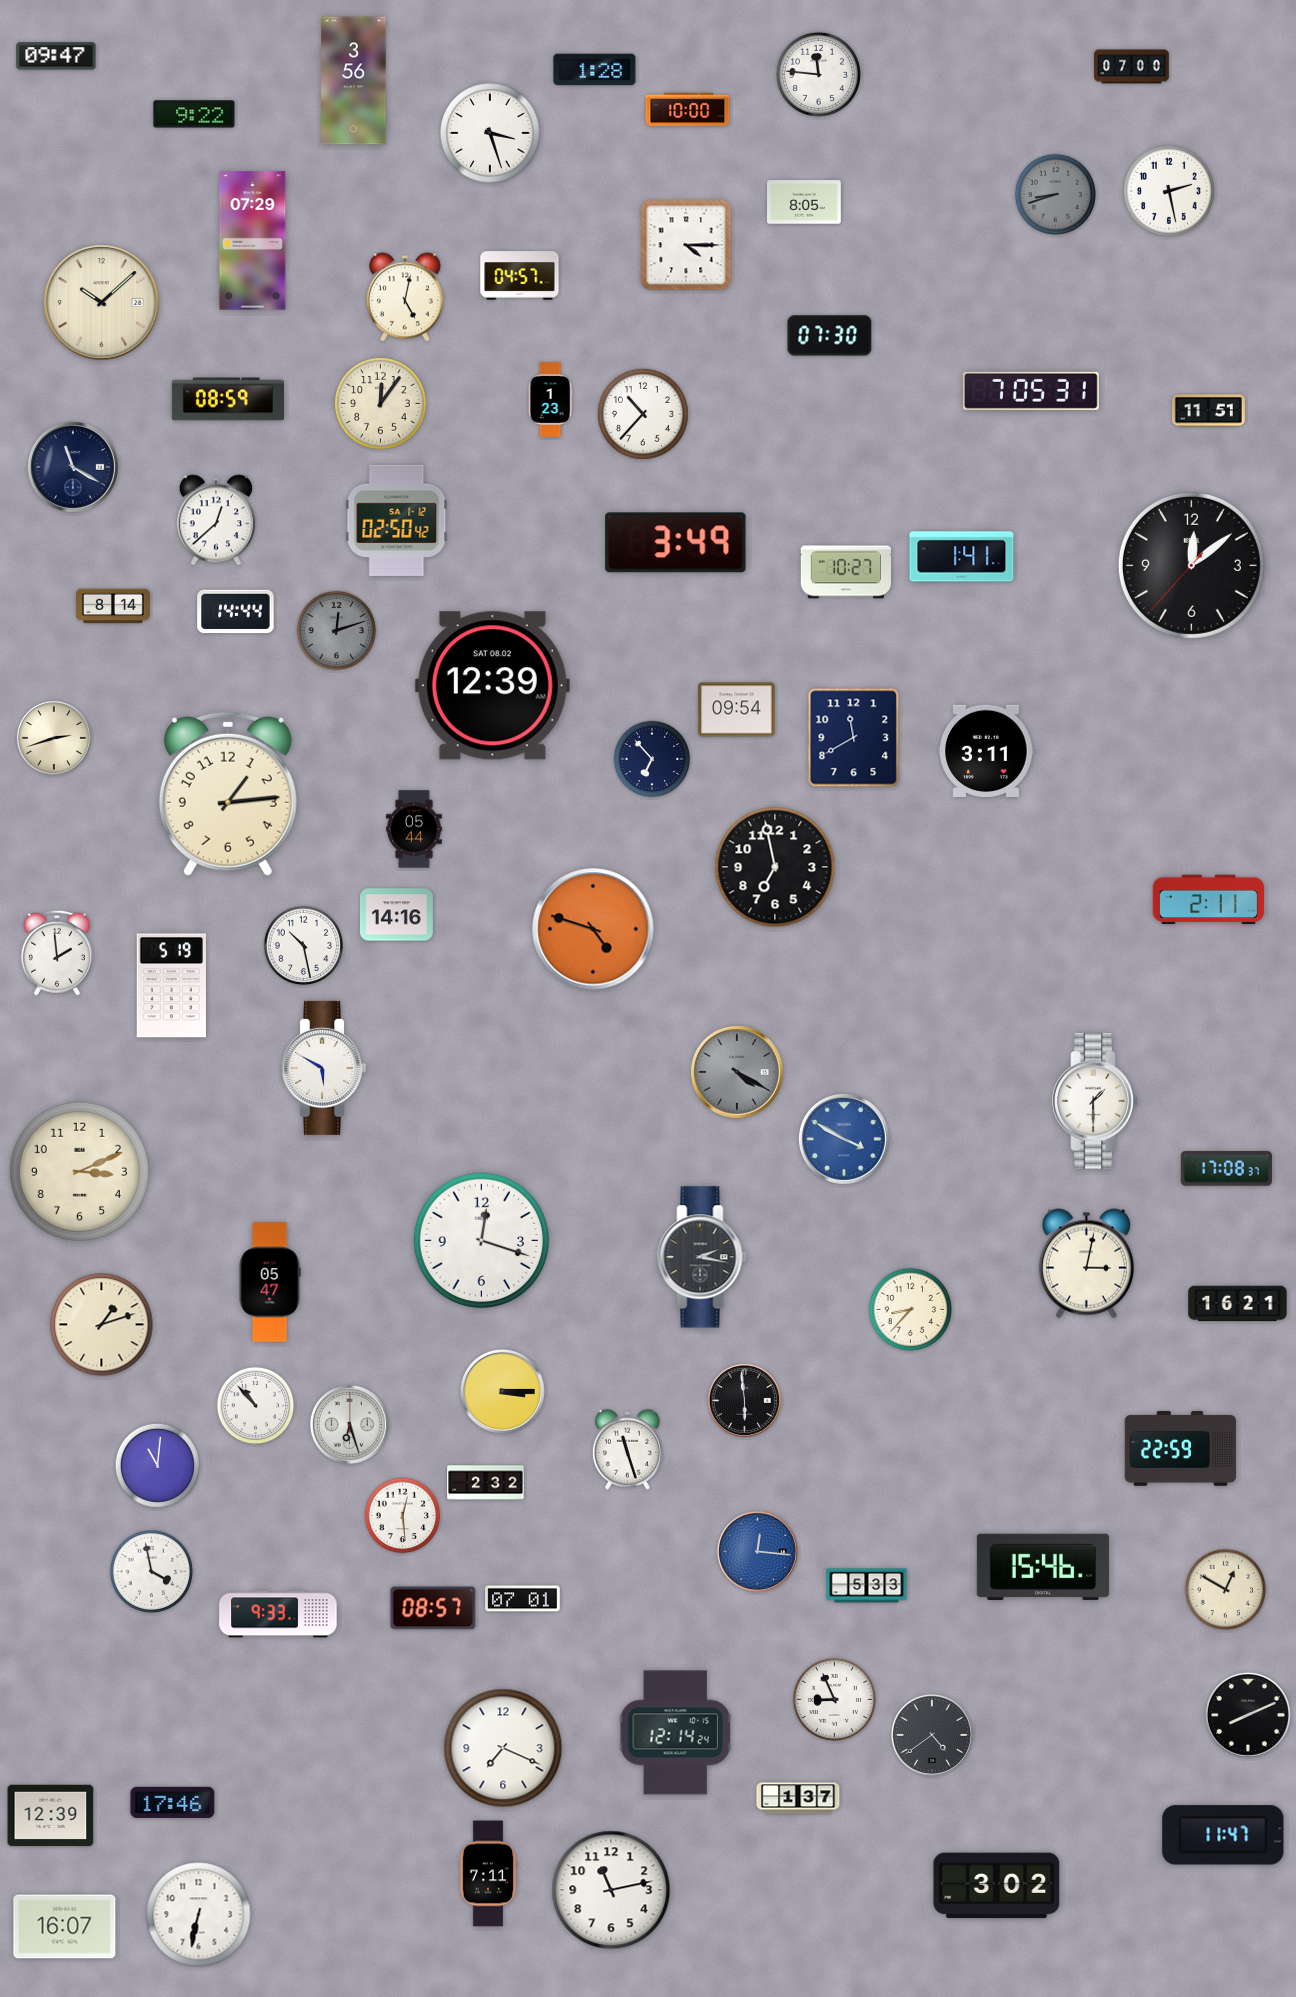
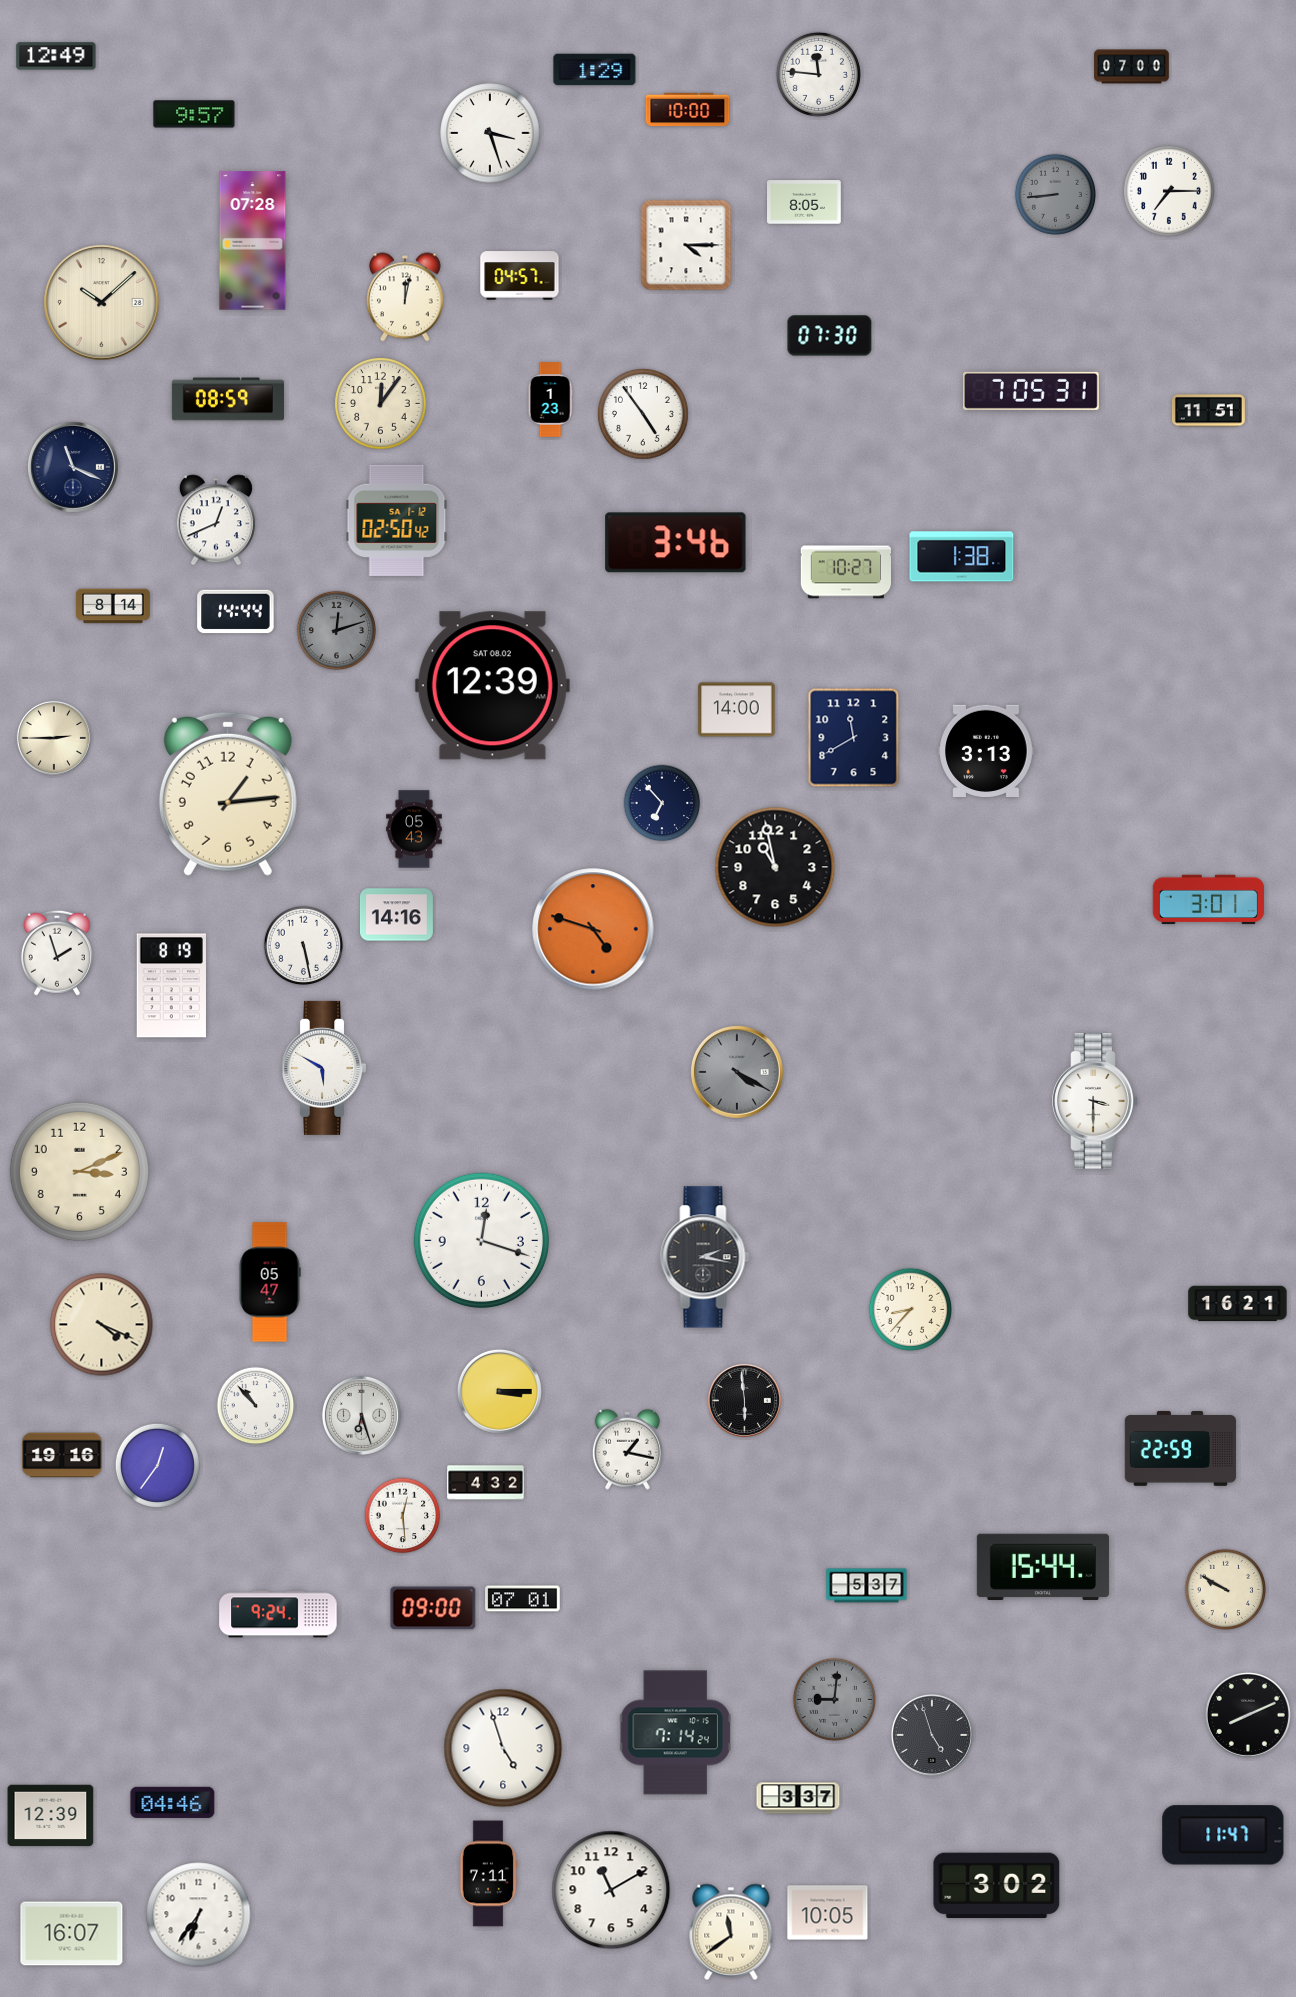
clock at (56, 56): 09:47 -> 12:49
clock at (595, 70): 1:28 -> 1:29
clock at (354, 81): 3:56 -> none
clock at (194, 114): 9:22 -> 9:57
clock at (1170, 192): 2:28 -> 7:15
clock at (1055, 194): 8:42 -> 8:44
clock at (253, 241): 07:29 -> 07:28
clock at (405, 297): 5:02 -> 12:02
clock at (644, 415): 10:37 -> 4:54
clock at (73, 467): 11:20 -> 11:19
clock at (216, 520): 12:38 -> 12:41
clock at (676, 543): 3:49 -> 3:46
clock at (962, 557): 1:41 -> 1:38
clock at (1191, 565): 12:08 -> none
clock at (737, 710): 09:54 -> 14:00
clock at (54, 738): 2:42 -> 2:45
clock at (986, 751): 3:11 -> 3:13
clock at (652, 759) position: (652, 759) -> (662, 803)
clock at (414, 829): 05:44 -> 05:43
clock at (775, 867): 6:58 -> 10:58
clock at (1208, 900): 2:11 -> 3:01
clock at (304, 946): 10:28 -> 5:28
clock at (57, 953): 1:59 -> 1:57
clock at (171, 986): 5:19 -> 8:19
clock at (1095, 1101): 1:30 -> 3:30
clock at (844, 1139): 3:50 -> none
clock at (1226, 1169): 17:08 -> none
clock at (702, 1257) position: (702, 1257) -> (705, 1257)
clock at (1086, 1264): 3:02 -> none
clock at (102, 1325): 1:12 -> 4:19
clock at (502, 1391) position: (502, 1391) -> (499, 1391)
clock at (349, 1424) position: (349, 1424) -> (361, 1415)
clock at (627, 1449): 11:27 -> 1:17
clock at (62, 1455): none -> 19:16
clock at (157, 1465): 11:01 -> 12:36
clock at (486, 1483): 2:32 -> 4:32
clock at (757, 1551): 12:16 -> none
clock at (1043, 1567): 15:46 -> 15:44
clock at (151, 1571): 3:58 -> none
clock at (867, 1586): 5:33 -> 5:37
clock at (1225, 1589): 12:50 -> 9:50
clock at (433, 1608): 08:57 -> 09:00
clock at (278, 1614): 9:33 -> 9:24
clock at (834, 1699): 8:56 -> 9:01
clock at (834, 1699) dial: white -> grey
clock at (675, 1733): 12:14 -> 7:14
clock at (932, 1735): 4:39 -> 4:57
clock at (503, 1748): 7:19 -> 4:57
clock at (798, 1798): 1:37 -> 3:37
clock at (173, 1802): 17:46 -> 04:46
clock at (611, 1890): 11:13 -> 11:10
clock at (828, 1913): none -> 10:05
clock at (199, 1915): 6:32 -> 6:36
clock at (65, 1927) position: (65, 1927) -> (72, 1934)
clock at (731, 1932): none -> 11:39
